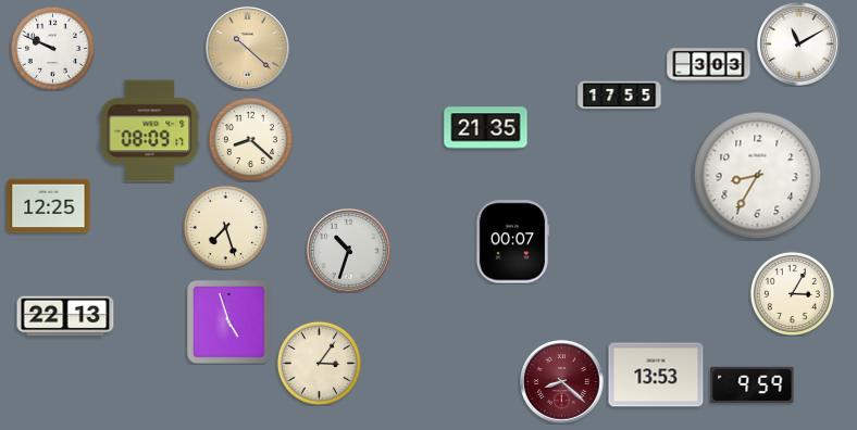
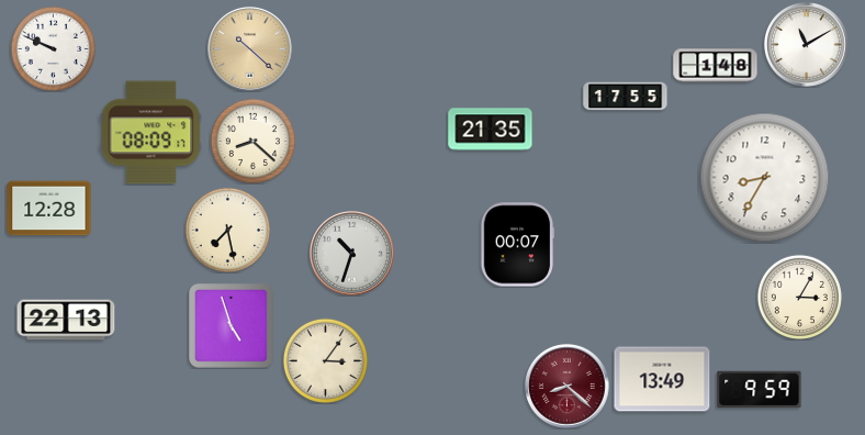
clock at (709, 65): 3:03 -> 1:48
clock at (49, 206): 12:25 -> 12:28
clock at (225, 227): 7:27 -> 7:28
clock at (319, 363) position: (319, 363) -> (325, 360)
clock at (656, 375): 13:53 -> 13:49
